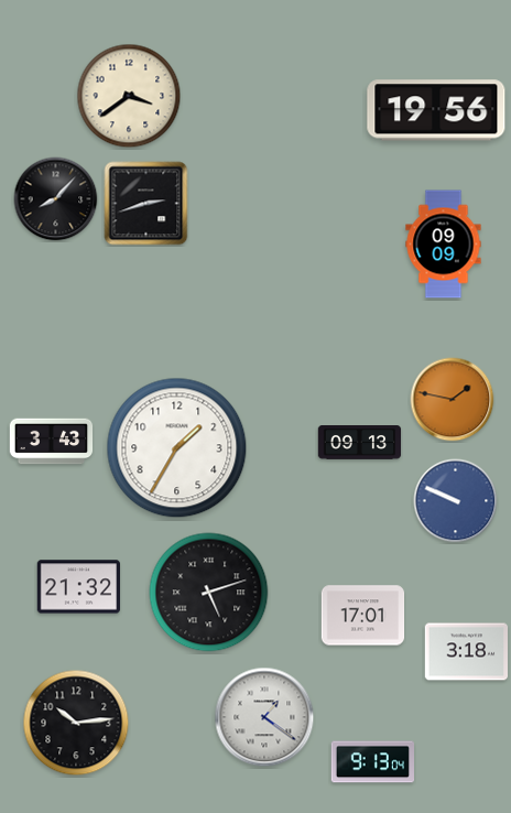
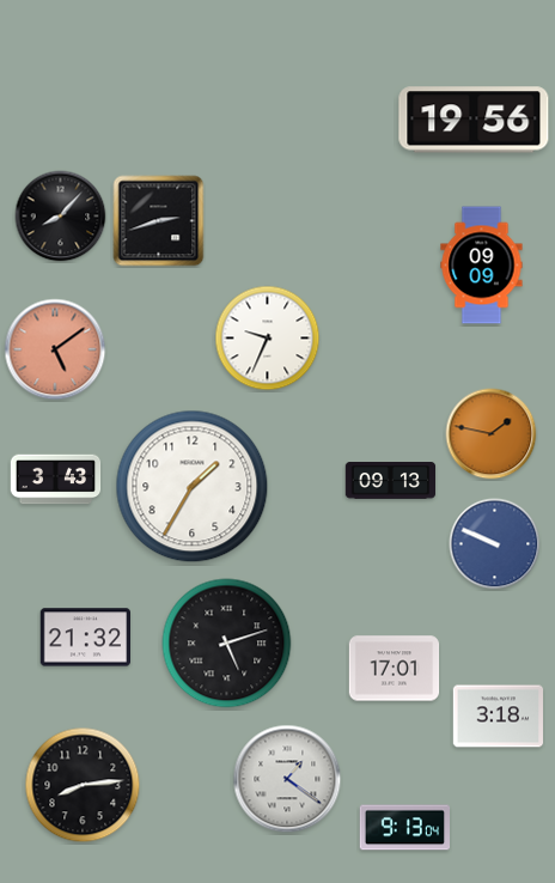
clock at (129, 96): 3:39 -> none
clock at (268, 339): none -> 9:34
clock at (55, 349): none -> 5:09
clock at (467, 652) position: (467, 652) -> (499, 717)
clock at (76, 723): 10:14 -> 8:14
